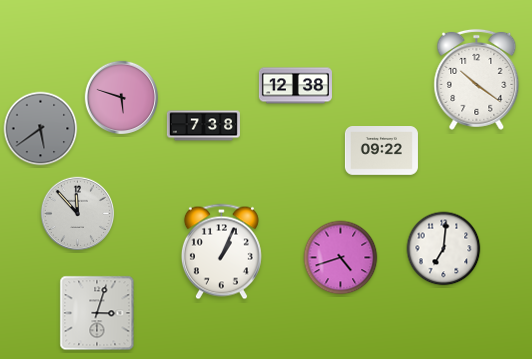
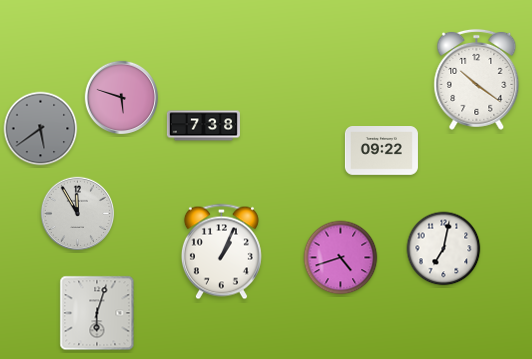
clock at (295, 86): 12:38 -> none
clock at (78, 214): 11:53 -> 11:55
clock at (444, 249): 7:01 -> 7:02
clock at (97, 313): 3:03 -> 6:03
